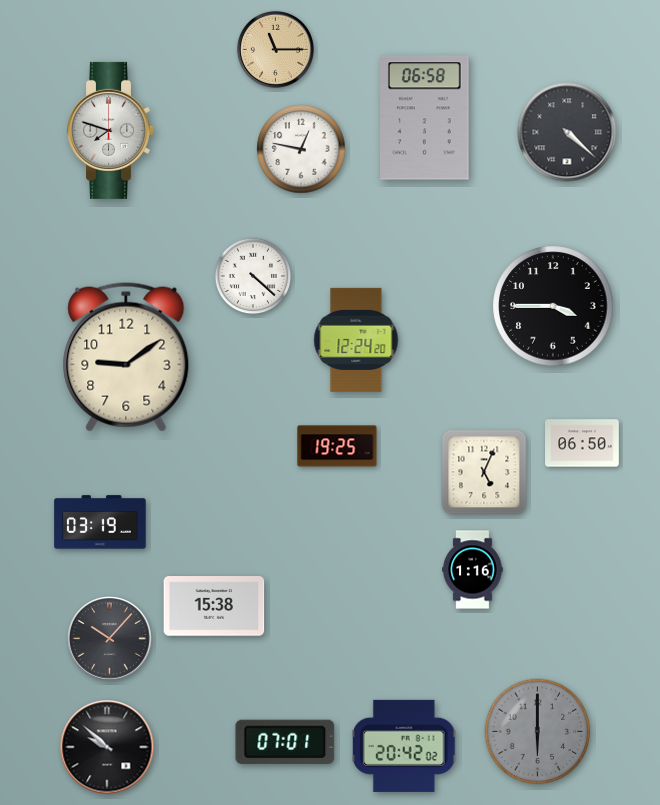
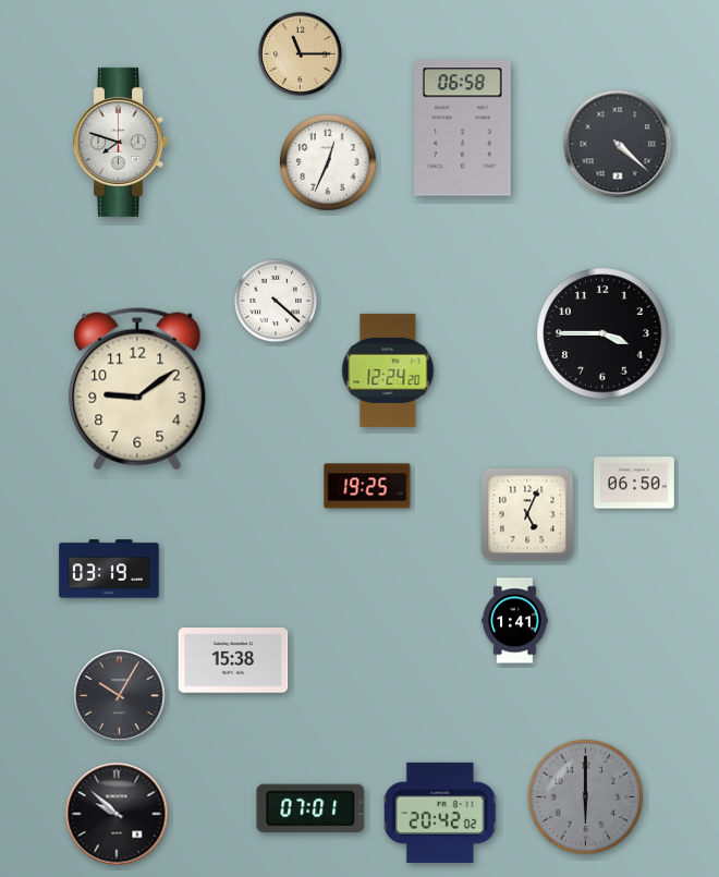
clock at (301, 149): 12:47 -> 12:34
clock at (473, 570): 1:16 -> 1:41
clock at (110, 639): 10:07 -> 10:05
